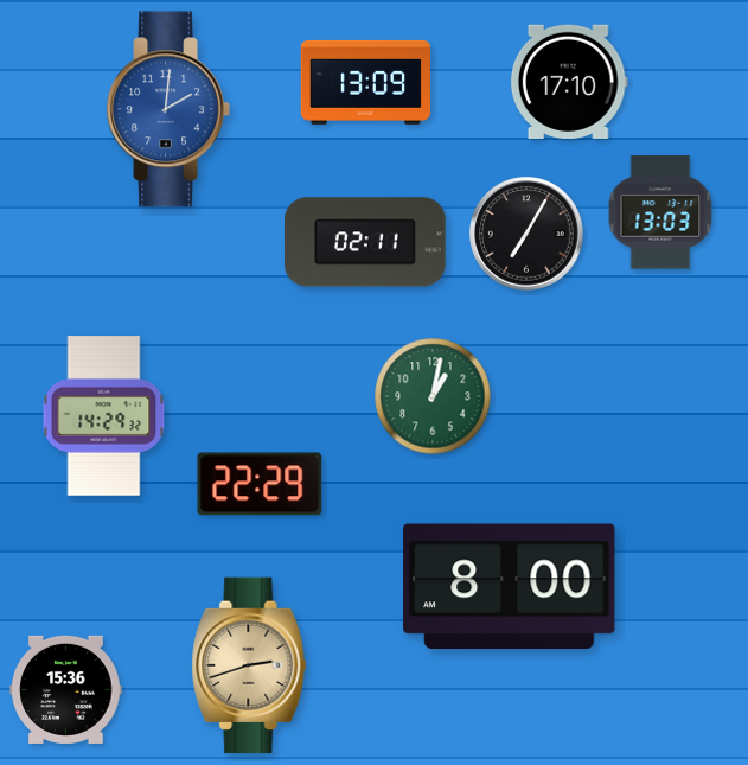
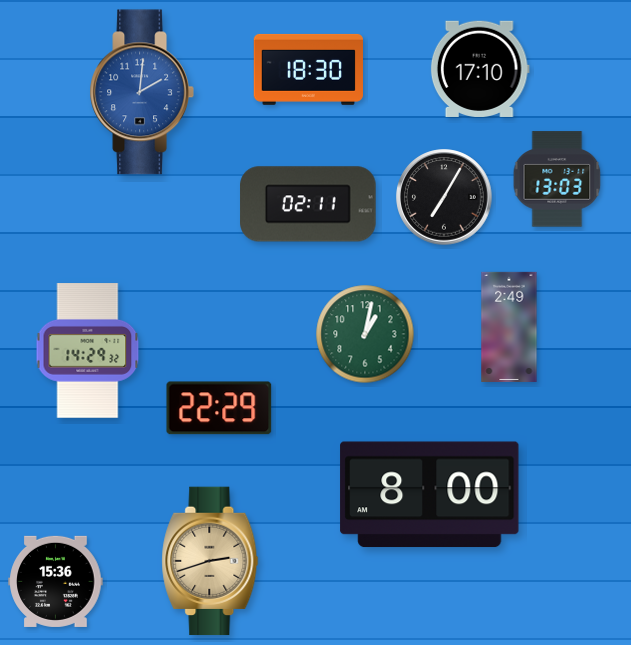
clock at (365, 82): 13:09 -> 18:30
clock at (509, 327): none -> 2:49
